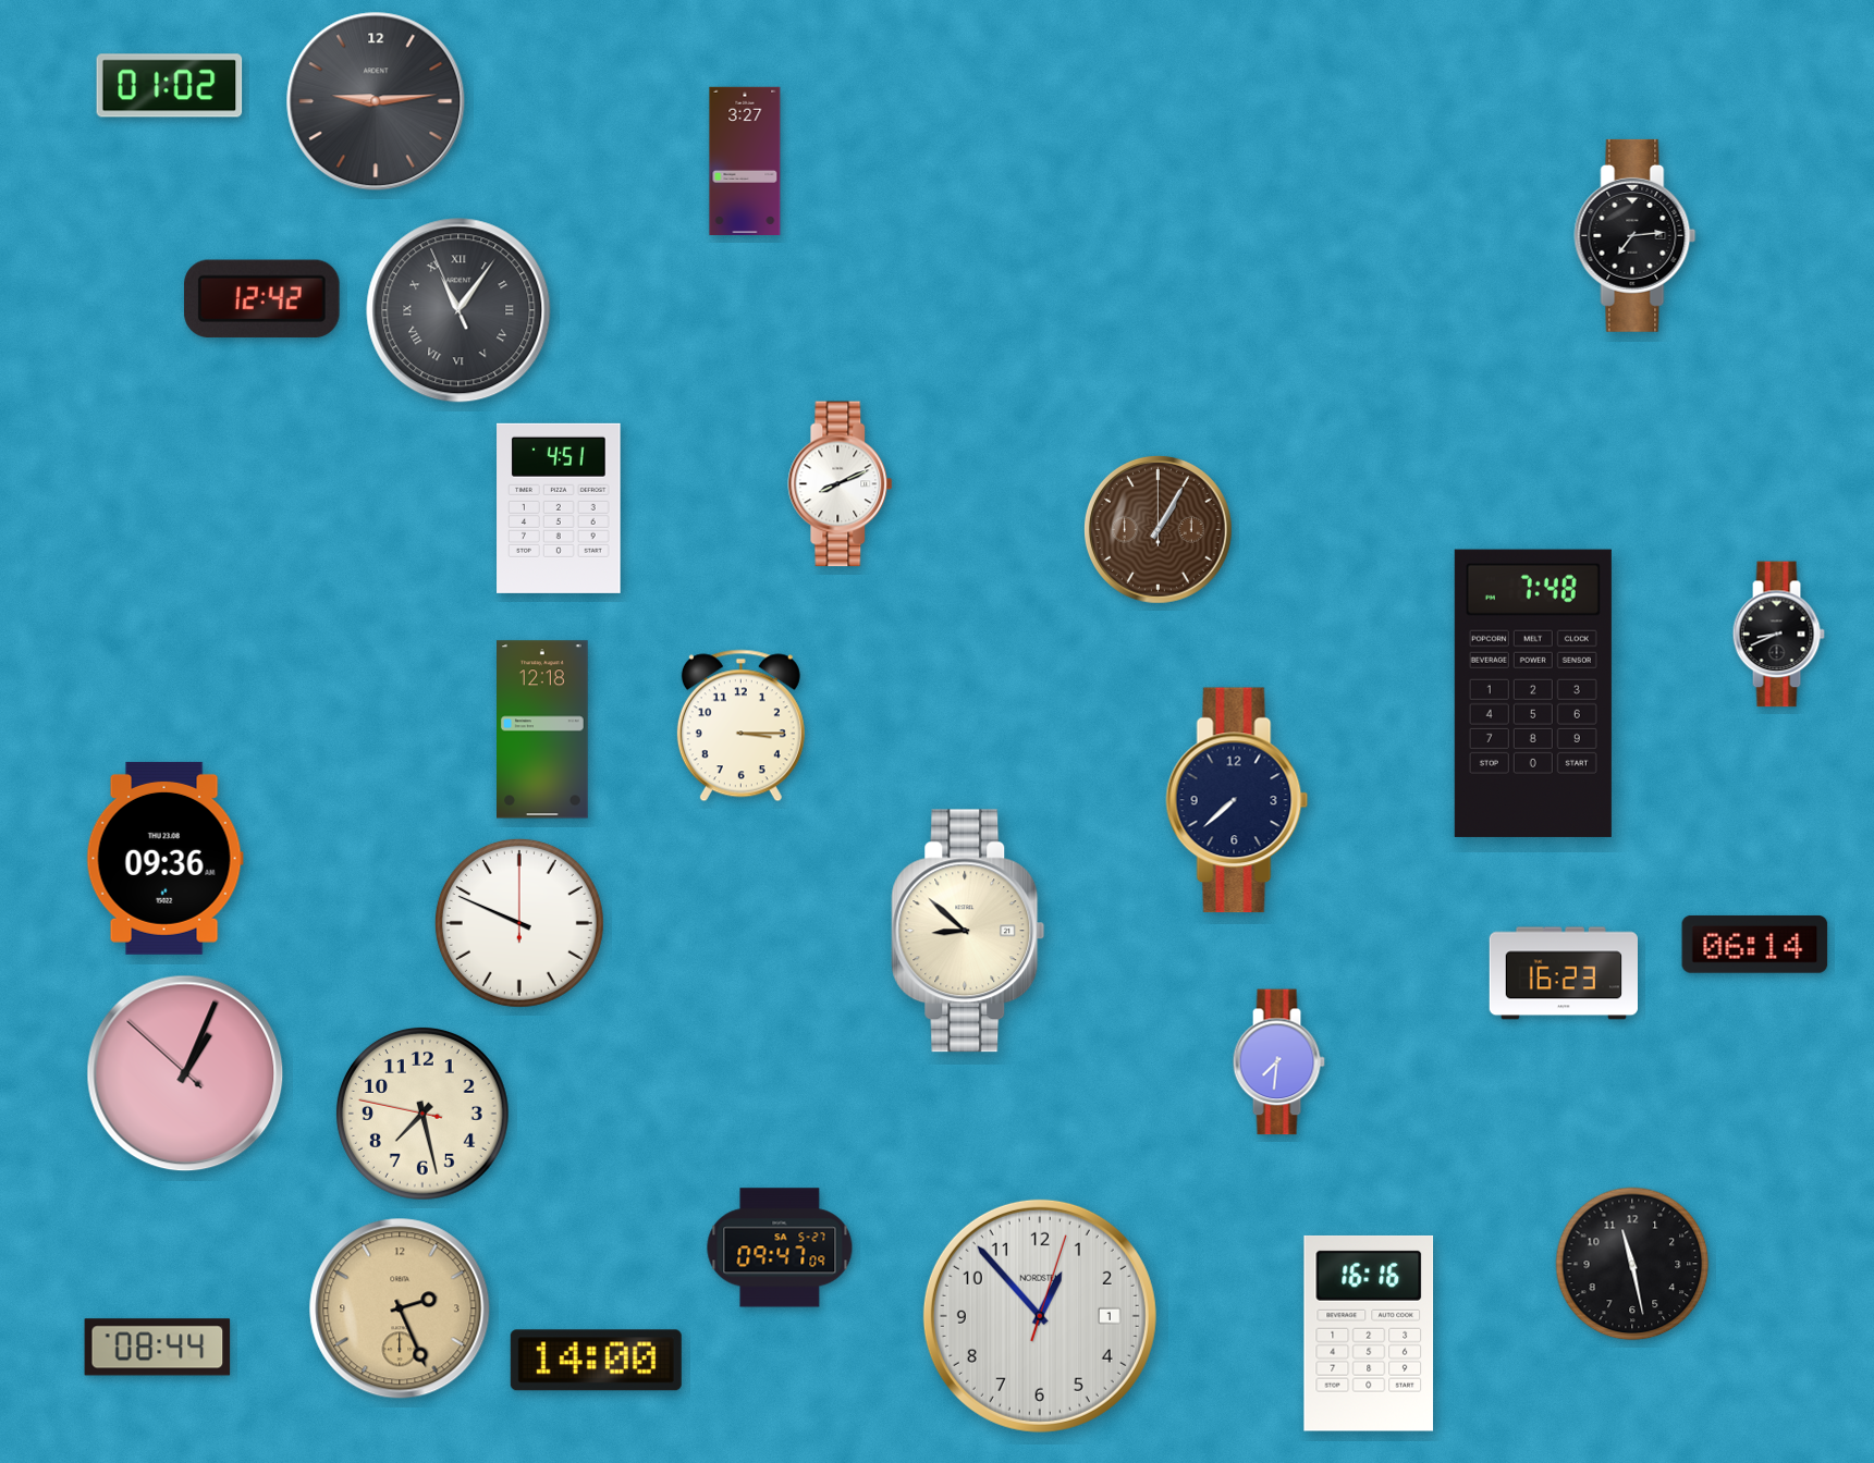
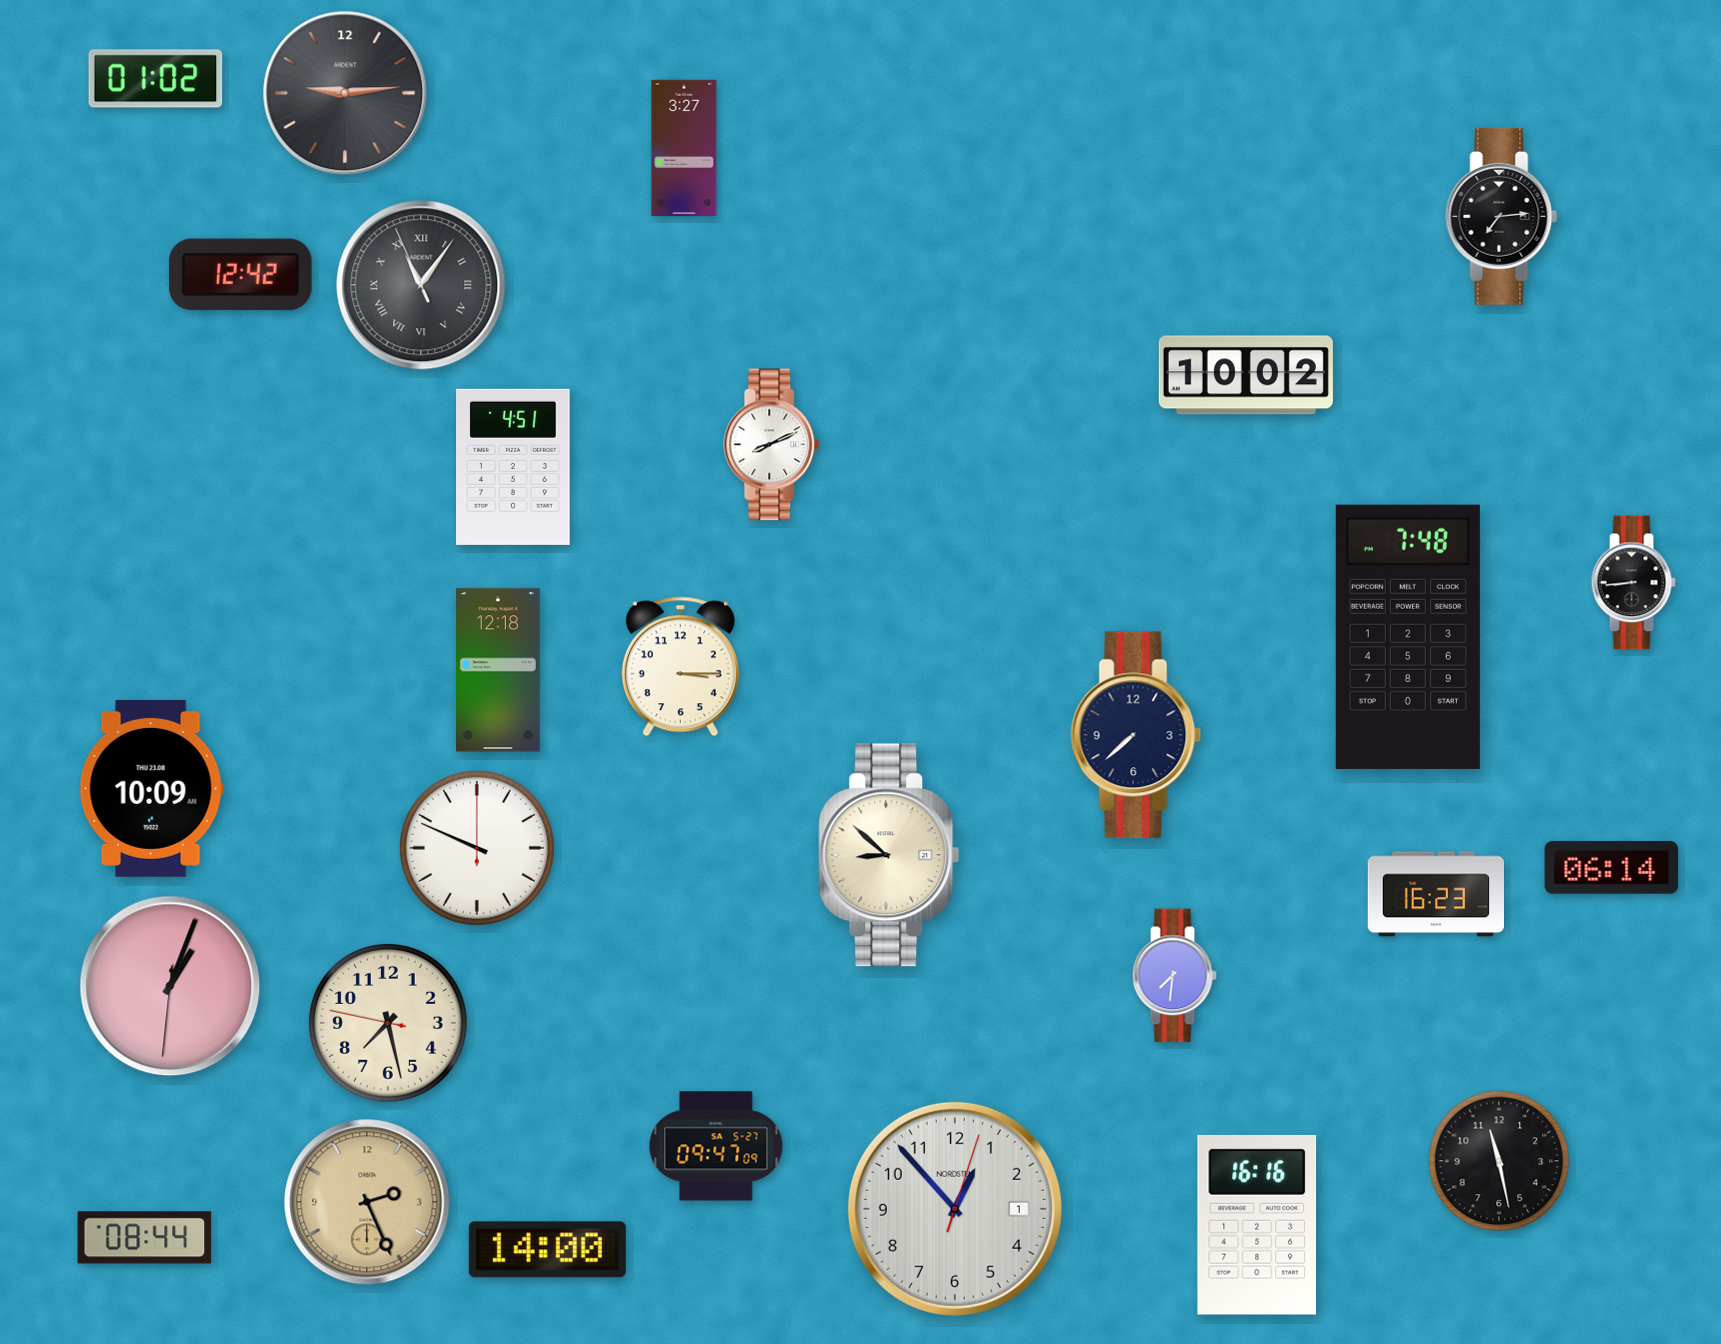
clock at (1246, 375): none -> 10:02
clock at (1158, 529): 1:05 -> none
clock at (1778, 635): 8:41 -> 8:44
clock at (164, 858): 09:36 -> 10:09
clock at (185, 1073): 1:03:52 -> 1:03:31
